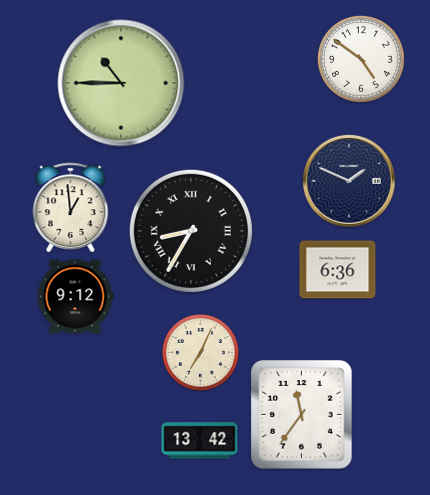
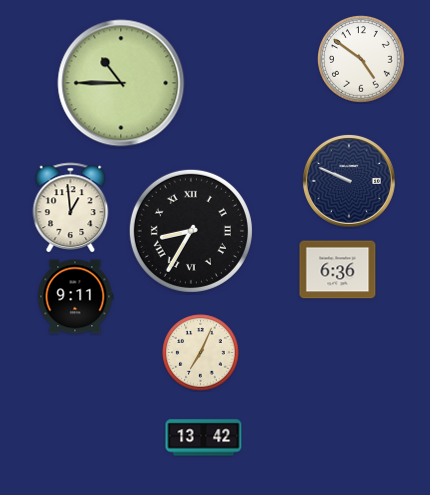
clock at (349, 181): 1:49 -> 9:49
clock at (75, 297): 9:12 -> 9:11
clock at (302, 415): 11:36 -> none
clock at (200, 441) position: (200, 441) -> (204, 438)
